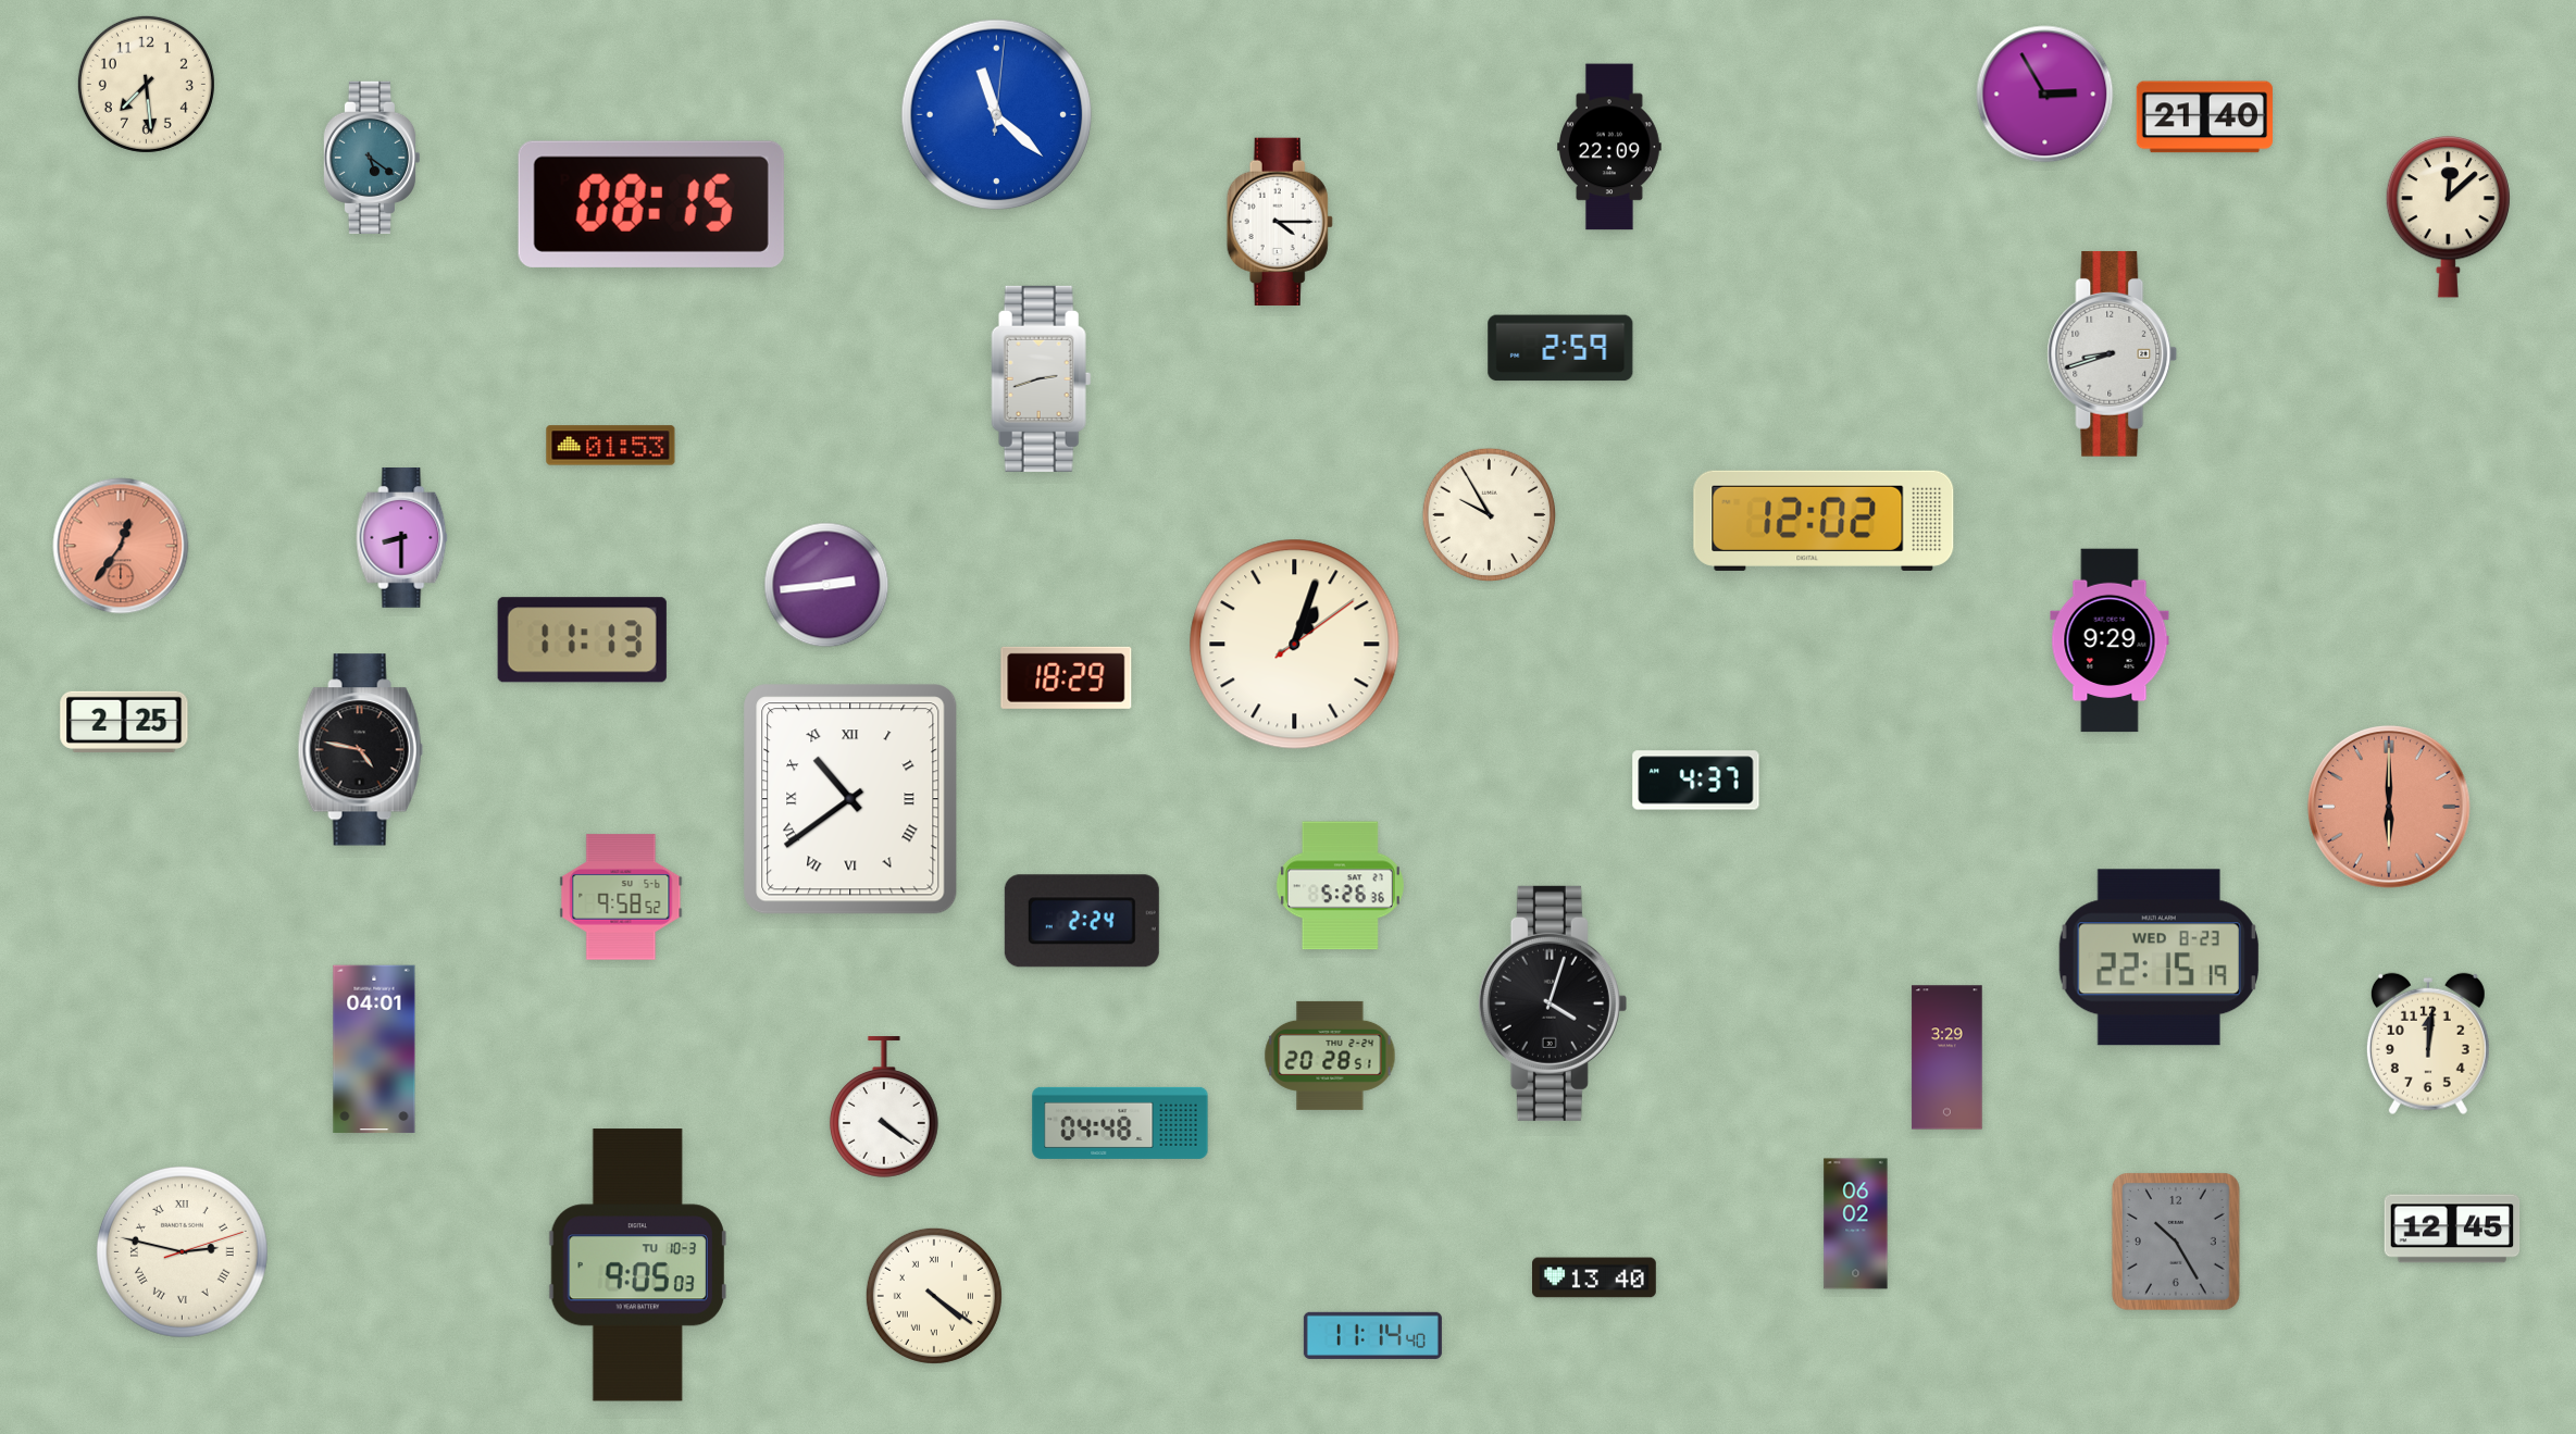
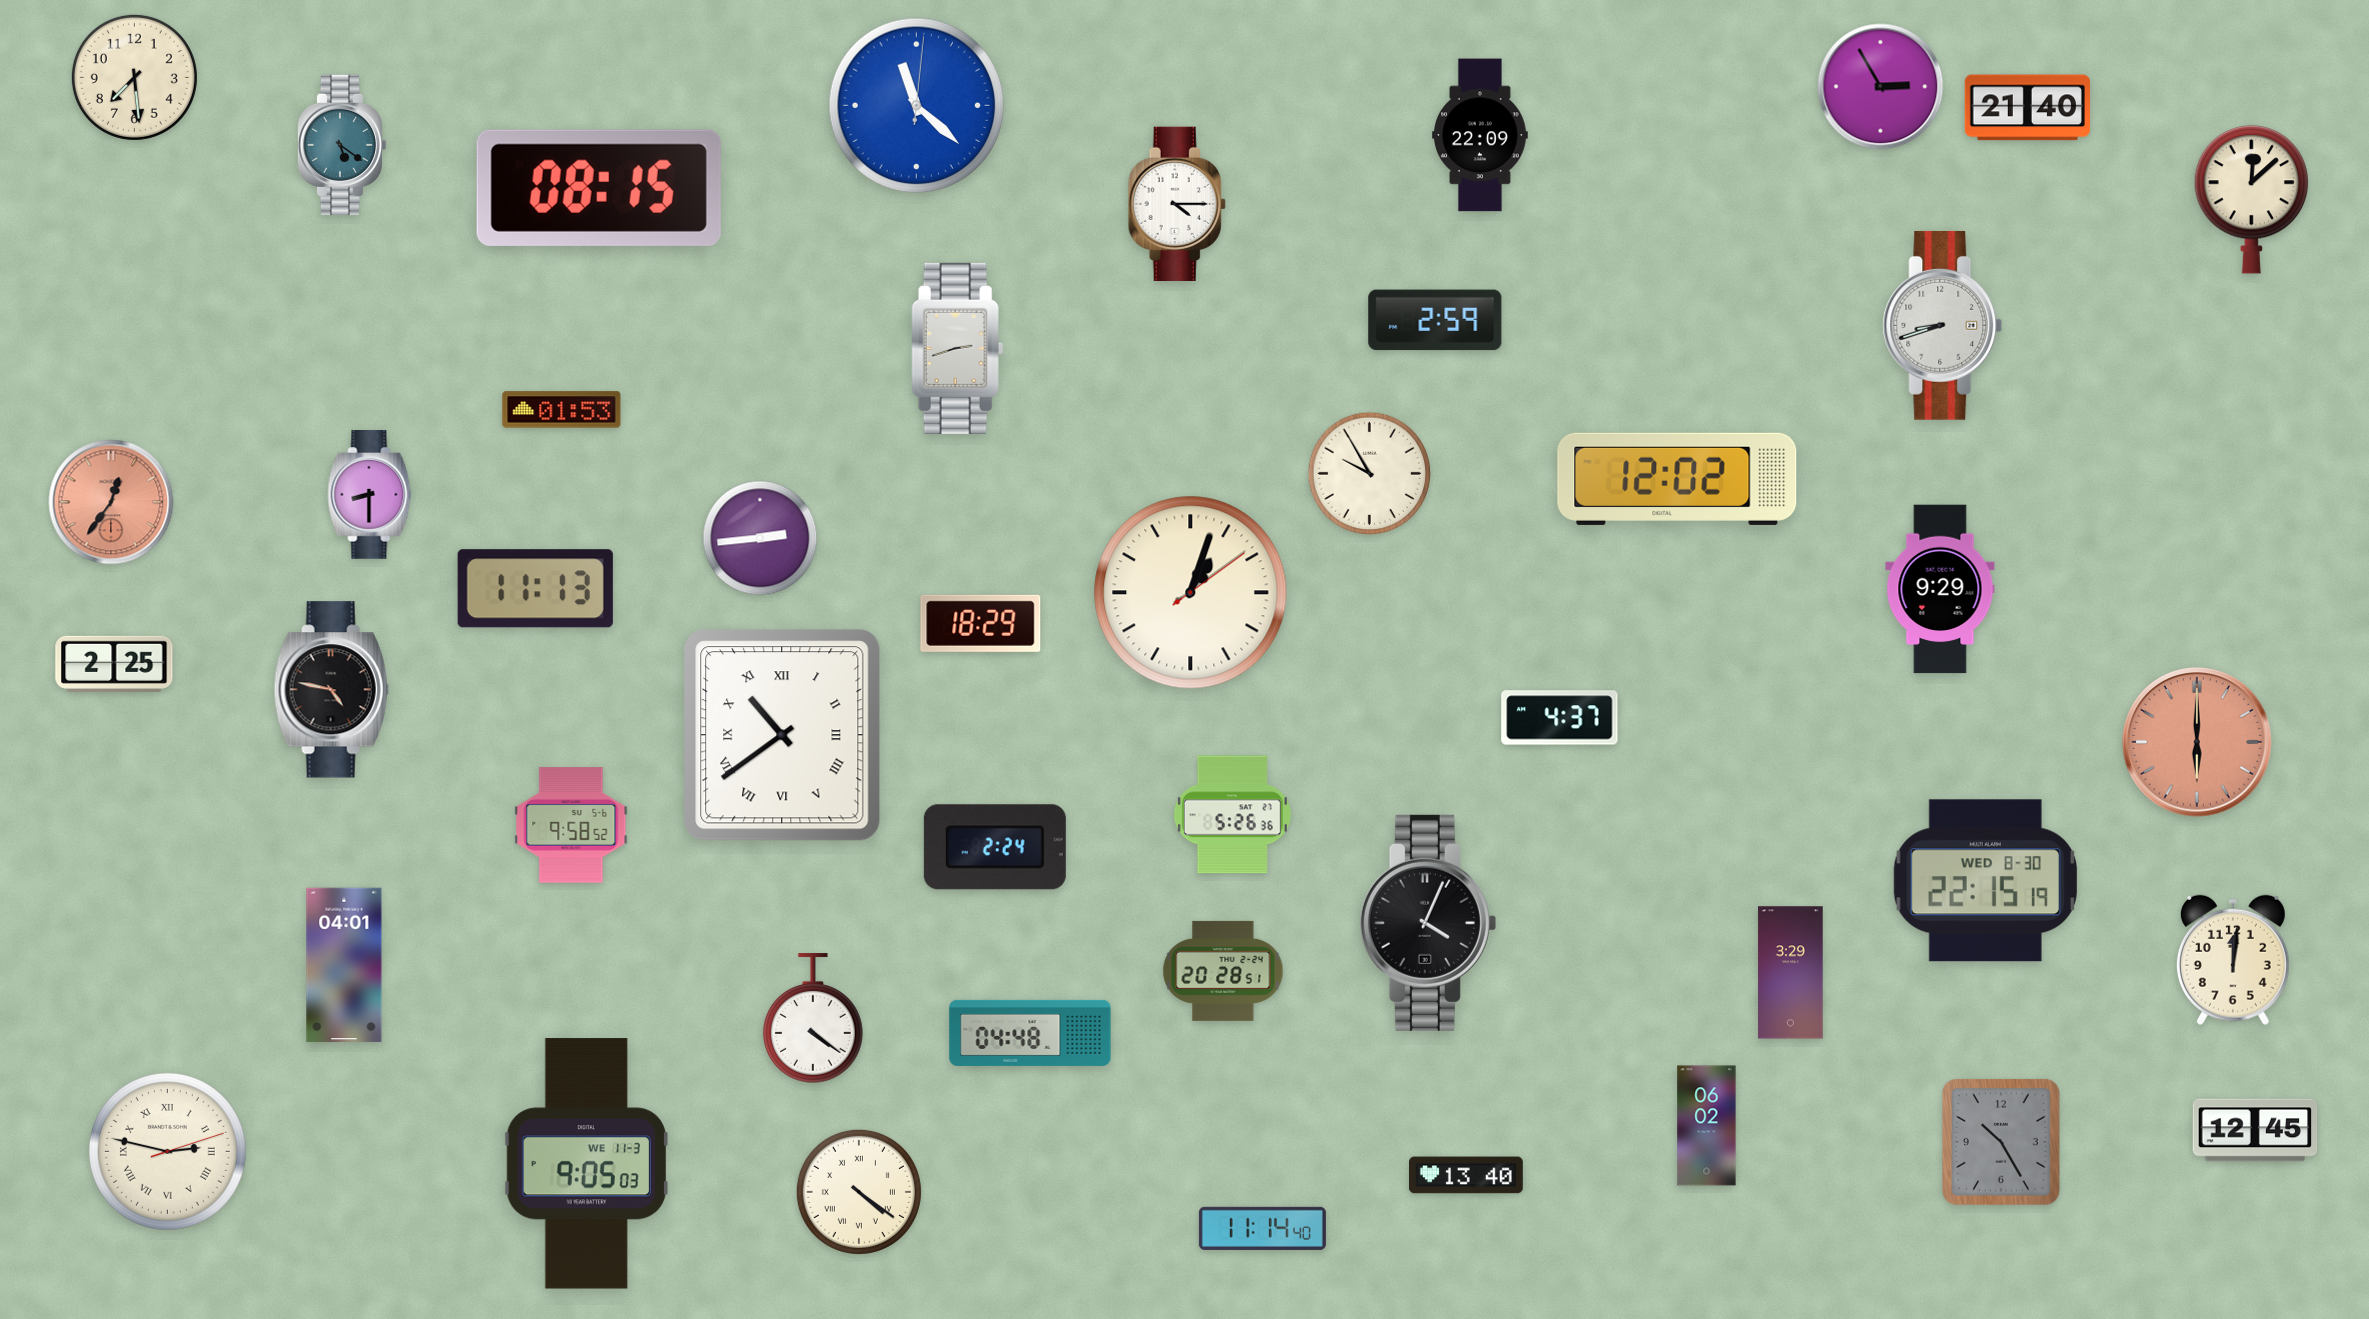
clock at (2158, 958) date: WED 8-23 -> WED 8-30
clock at (1553, 1003): 4:03 -> 4:04
clock at (637, 1265) date: TU 10-3 -> WE 11-3
